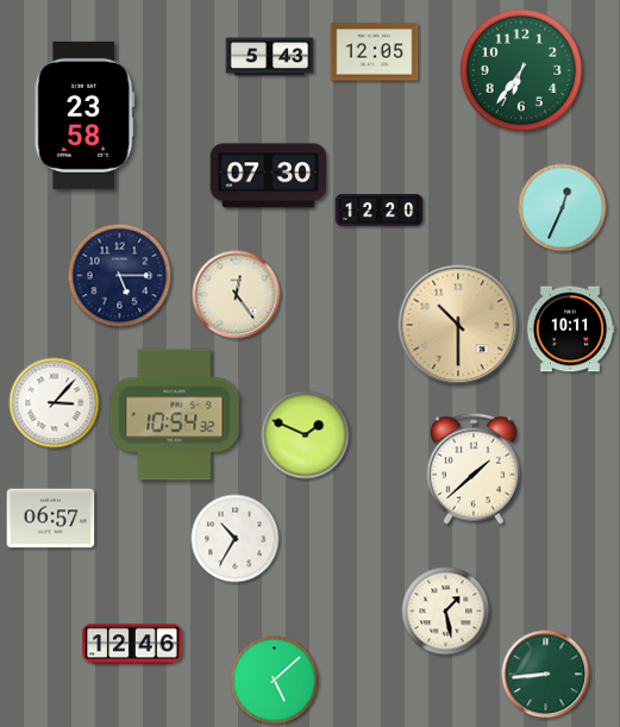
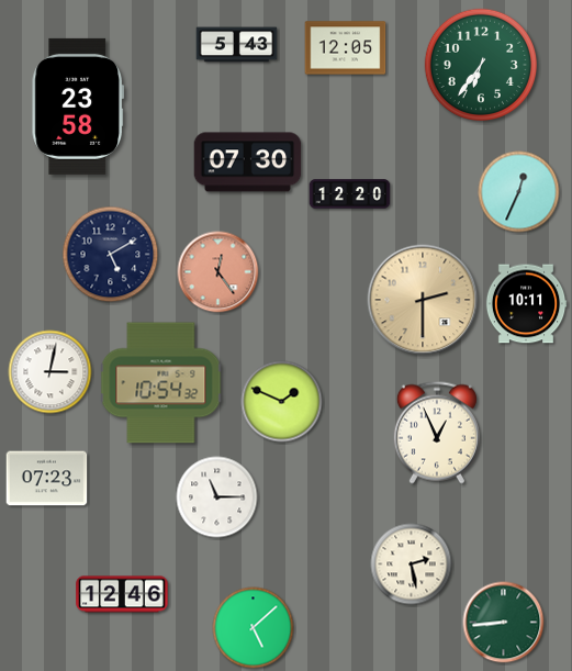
clock at (270, 57) position: (270, 57) -> (237, 45)
clock at (120, 276): 5:15 -> 5:10
clock at (237, 295) dial: cream -> salmon
clock at (458, 325): 10:30 -> 2:30
clock at (55, 403): 3:07 -> 3:02
clock at (474, 469): 1:38 -> 12:56
clock at (51, 519): 06:57 -> 07:23
clock at (236, 539): 10:35 -> 11:15
clock at (446, 612): 1:28 -> 2:28
